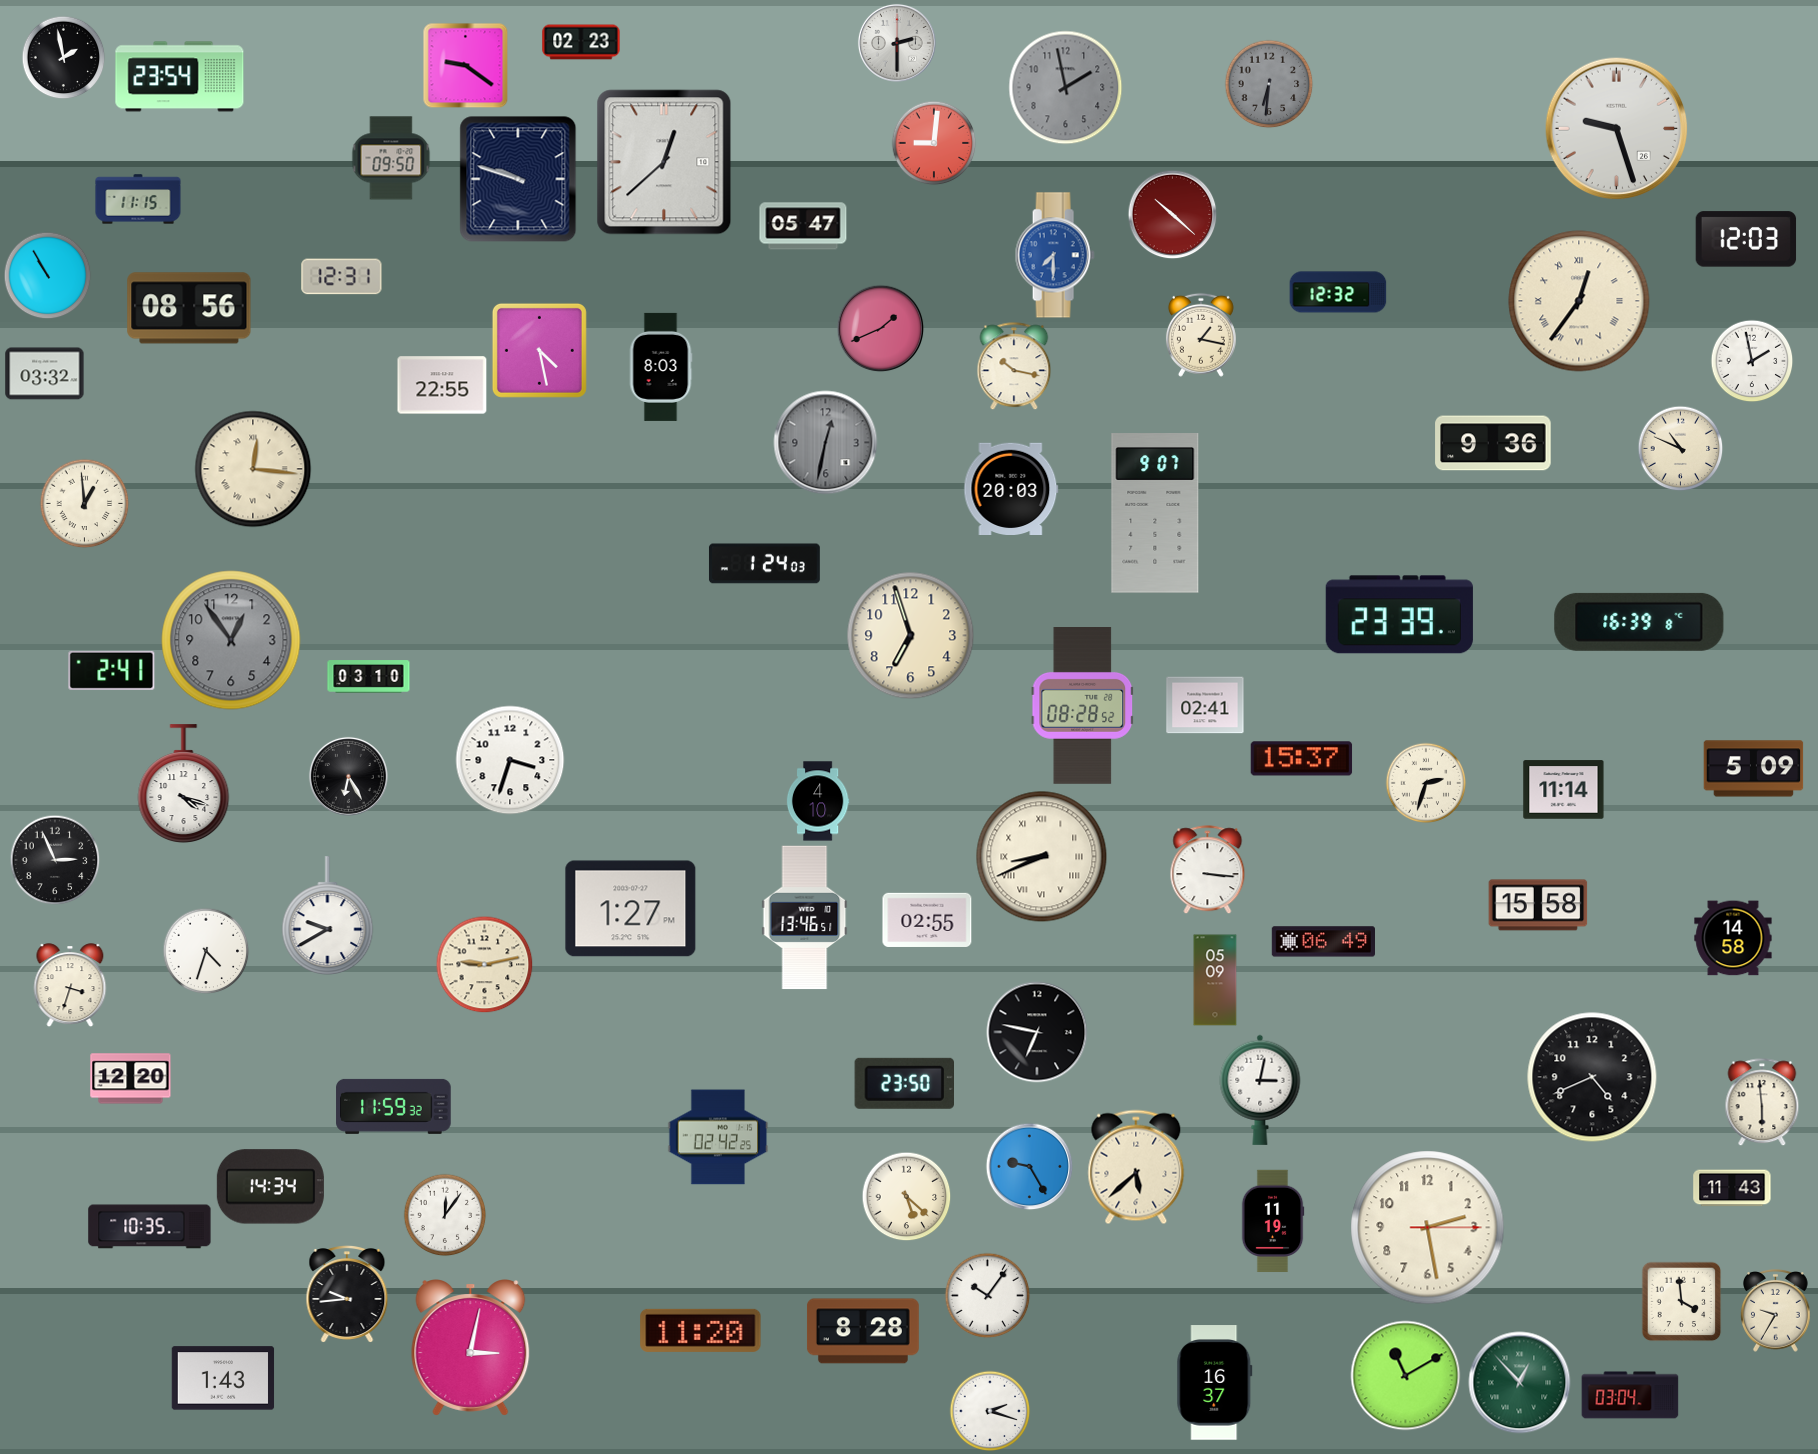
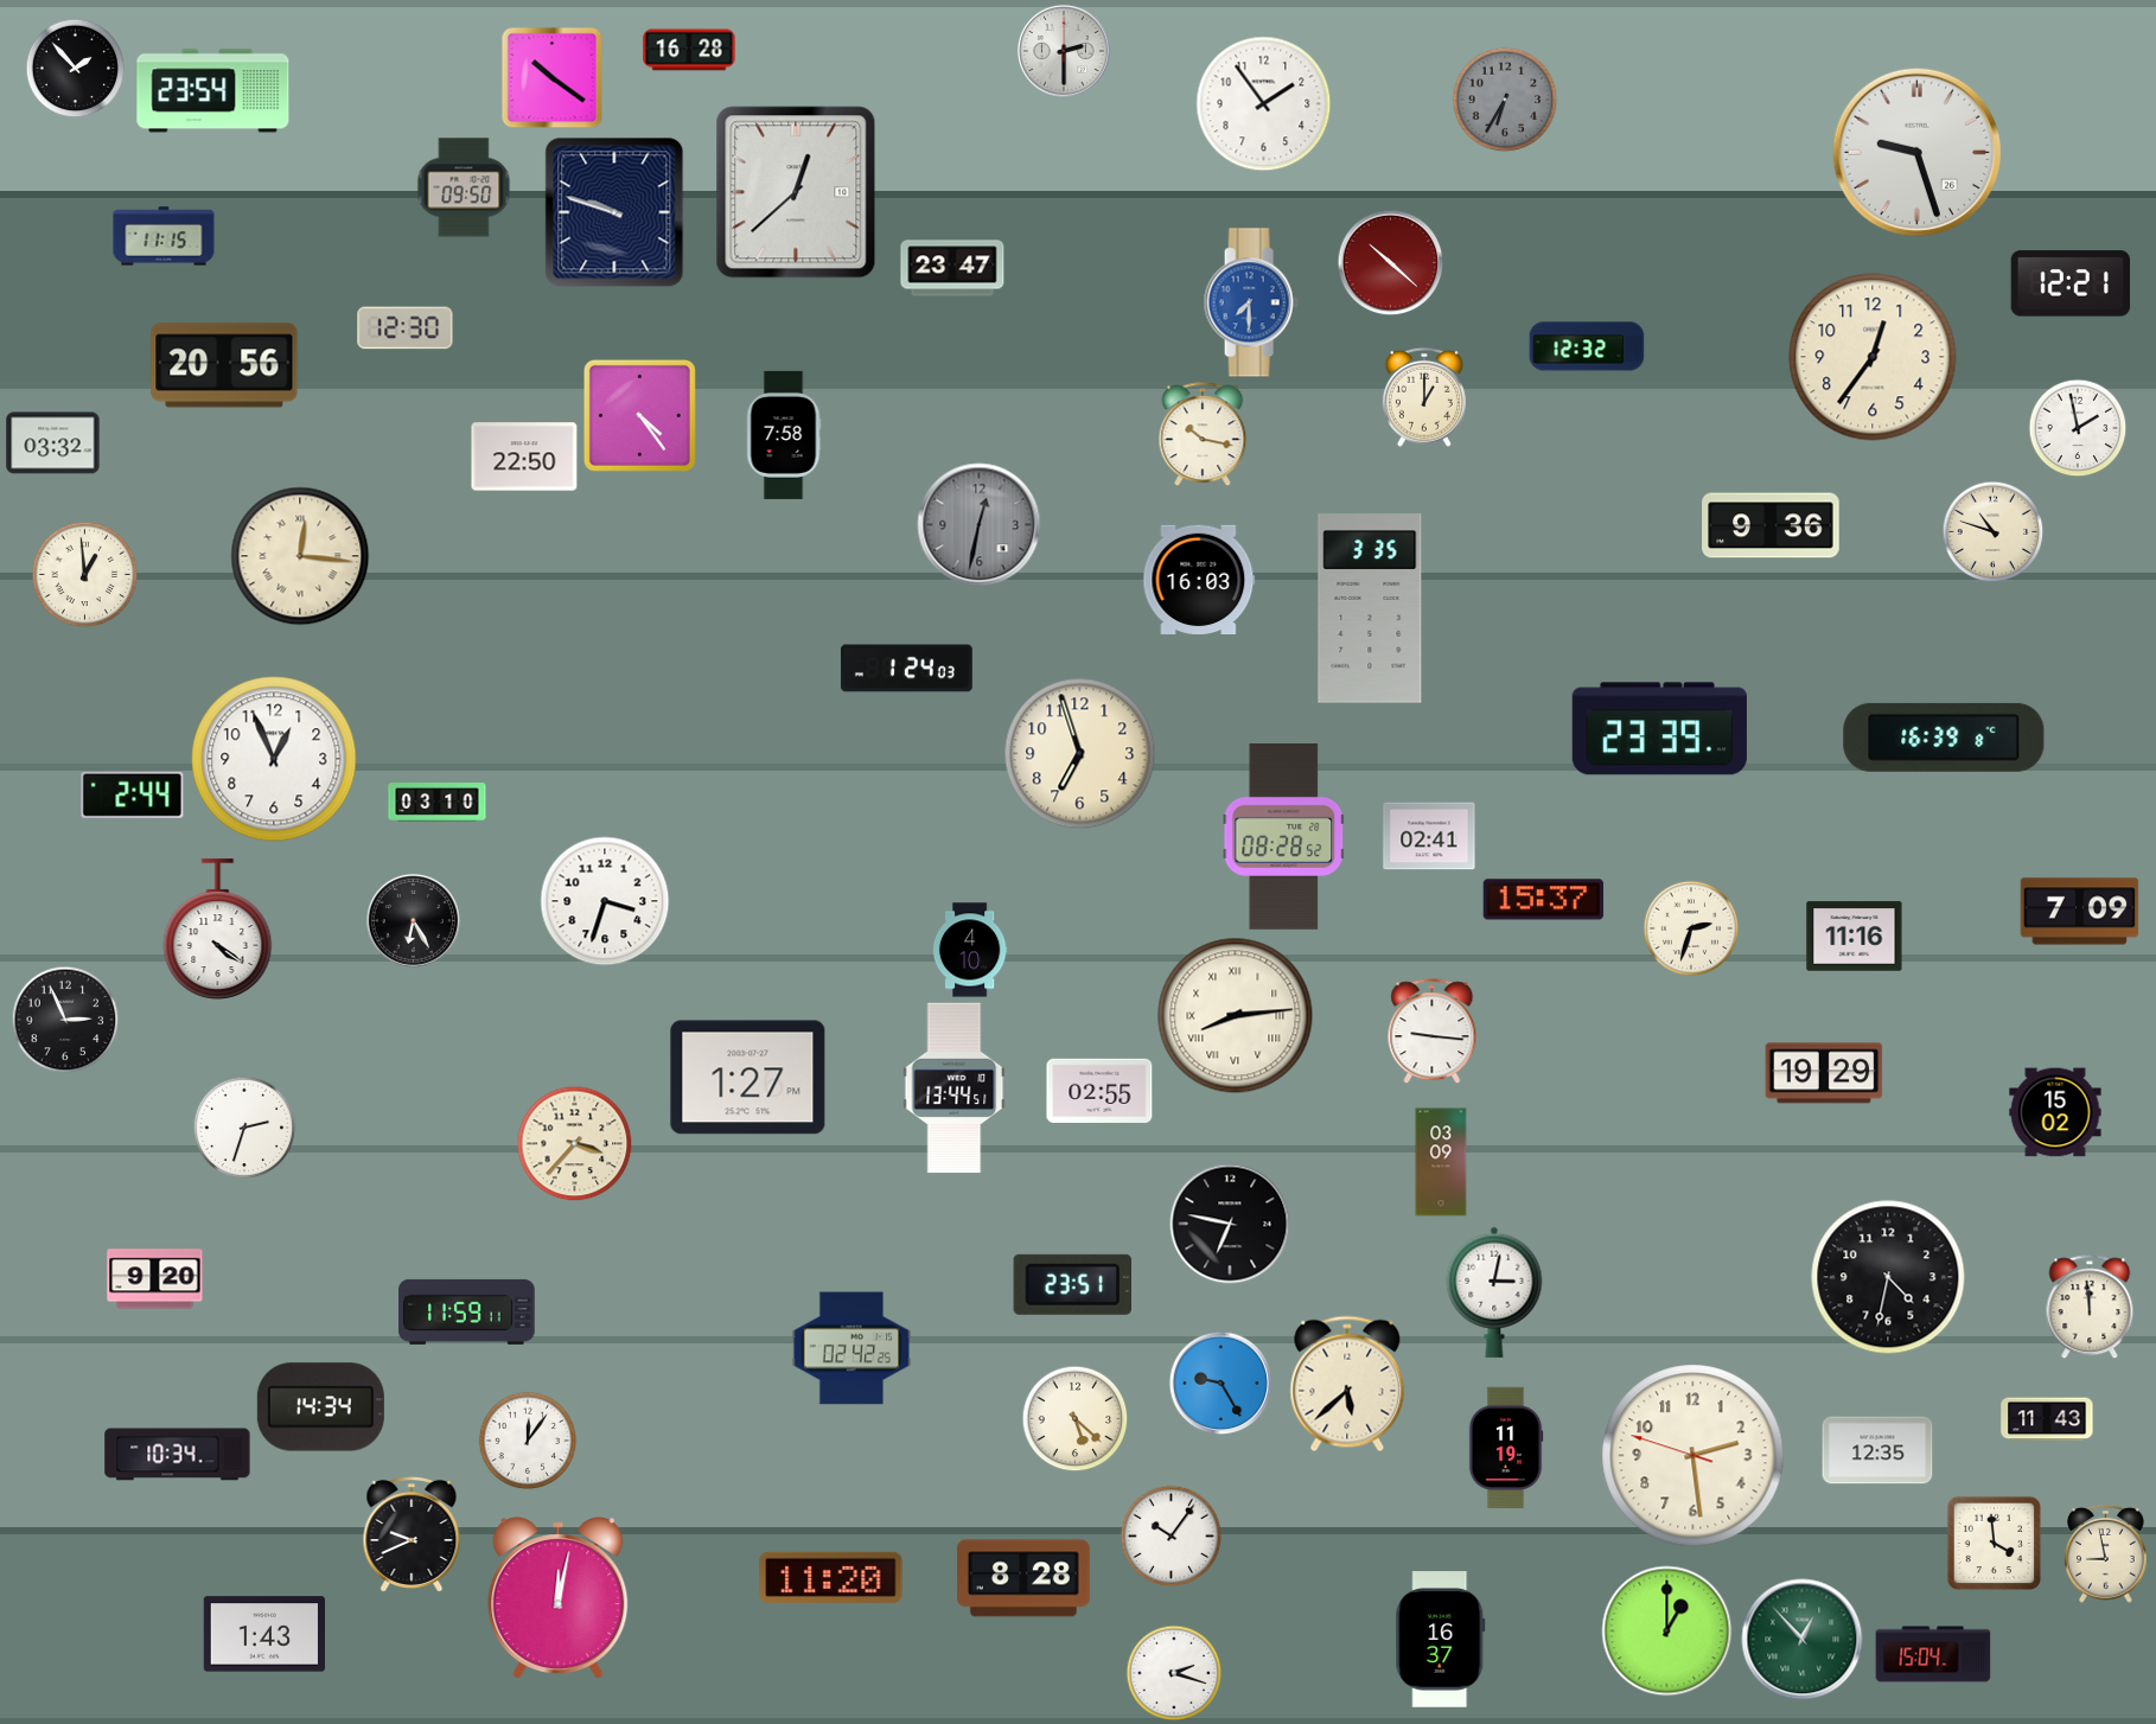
clock at (581, 42): 02:23 -> 16:28
clock at (63, 57): 1:58 -> 1:53
clock at (465, 65): 9:21 -> 10:21
clock at (1269, 84): 6:31 -> 6:35
clock at (1066, 88): 1:58 -> 1:54
clock at (1066, 88) dial: grey -> white
clock at (934, 143): 9:01 -> none
clock at (664, 162) position: (664, 162) -> (796, 192)
clock at (1172, 214) position: (1172, 214) -> (1390, 262)
clock at (803, 226): 05:47 -> 23:47
clock at (1746, 239): 12:03 -> 12:21
clock at (47, 275): 10:55 -> none
clock at (342, 277): 12:31 -> 12:30
clock at (1579, 301) numerals: Roman -> Arabic
clock at (189, 308): 08:56 -> 20:56
clock at (880, 328): 1:41 -> none
clock at (1201, 335): 1:17 -> 1:00
clock at (539, 350): 4:28 -> 4:24
clock at (661, 367): 8:03 -> 7:58
clock at (442, 385): 22:55 -> 22:50
clock at (1680, 448): 10:49 -> 10:48
clock at (1011, 488): 20:03 -> 16:03
clock at (84, 503) position: (84, 503) -> (84, 574)
clock at (1155, 513): 9:07 -> 3:35
clock at (231, 640): 12:54 -> 12:56
clock at (231, 640) dial: grey -> white
clock at (112, 670): 2:41 -> 2:44
clock at (1754, 769): 5:09 -> 7:09
clock at (184, 783): 4:18 -> 4:21
clock at (1564, 790): 11:14 -> 11:16
clock at (1042, 857): 8:41 -> 8:14
clock at (1208, 870): 3:16 -> 9:16
clock at (1538, 905): 15:58 -> 19:29
clock at (328, 915): 9:40 -> none
clock at (805, 918): 13:46 -> 13:44
clock at (1733, 938): 14:58 -> 15:02
clock at (1323, 942): 06:49 -> none
clock at (206, 951): 4:33 -> 2:33
clock at (484, 964): 9:13 -> 3:37
clock at (1215, 980): 05:09 -> 03:09
clock at (70, 985): 3:33 -> none
clock at (1592, 1077): 4:41 -> 4:32
clock at (131, 1079): 12:20 -> 9:20
clock at (904, 1083): 23:50 -> 23:51
clock at (1762, 1102): 5:59 -> 11:59
clock at (394, 1106): 11:59:32 -> 11:59:11
clock at (1732, 1188) position: (1732, 1188) -> (2047, 1419)
clock at (1273, 1221) position: (1273, 1221) -> (1506, 1448)
clock at (1877, 1450): none -> 12:35
clock at (150, 1227): 10:35 -> 10:34
clock at (1428, 1228): 2:28:15 -> 2:28:48
clock at (347, 1295): 9:44 -> 9:41
clock at (1776, 1310): 9:35 -> 8:58
clock at (471, 1348): 3:02 -> 12:02
clock at (1406, 1376): 11:10 -> 1:00
clock at (1630, 1395): 03:04 -> 15:04
